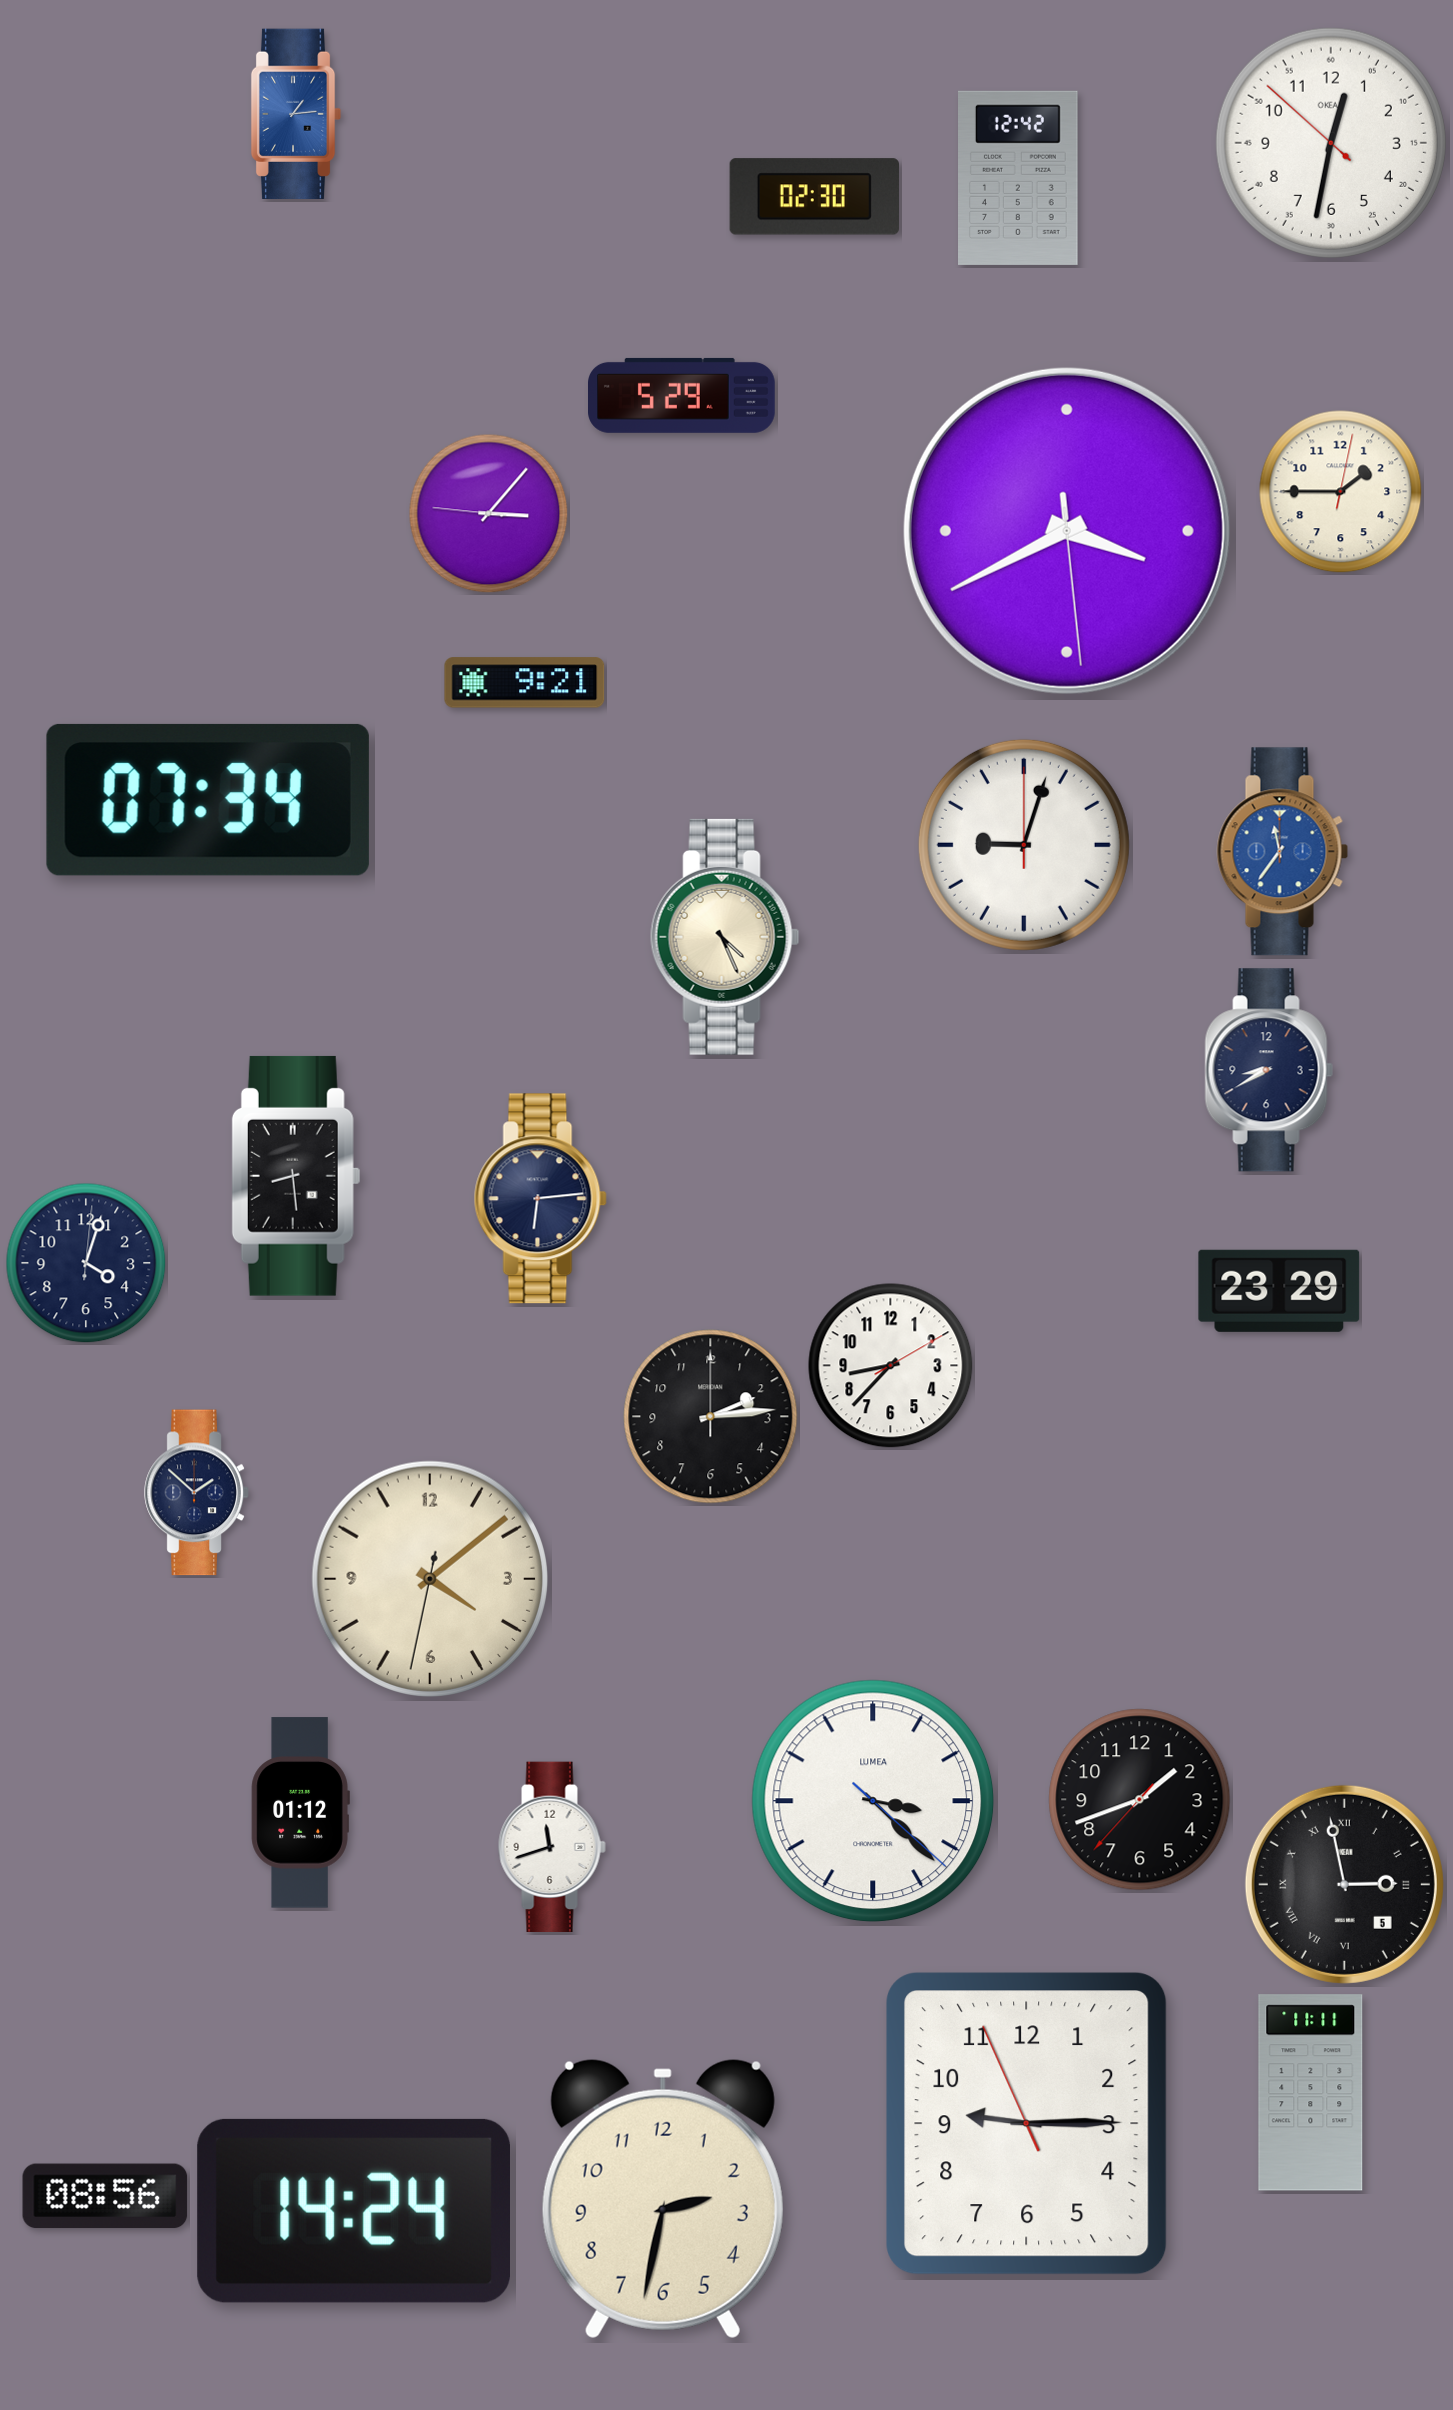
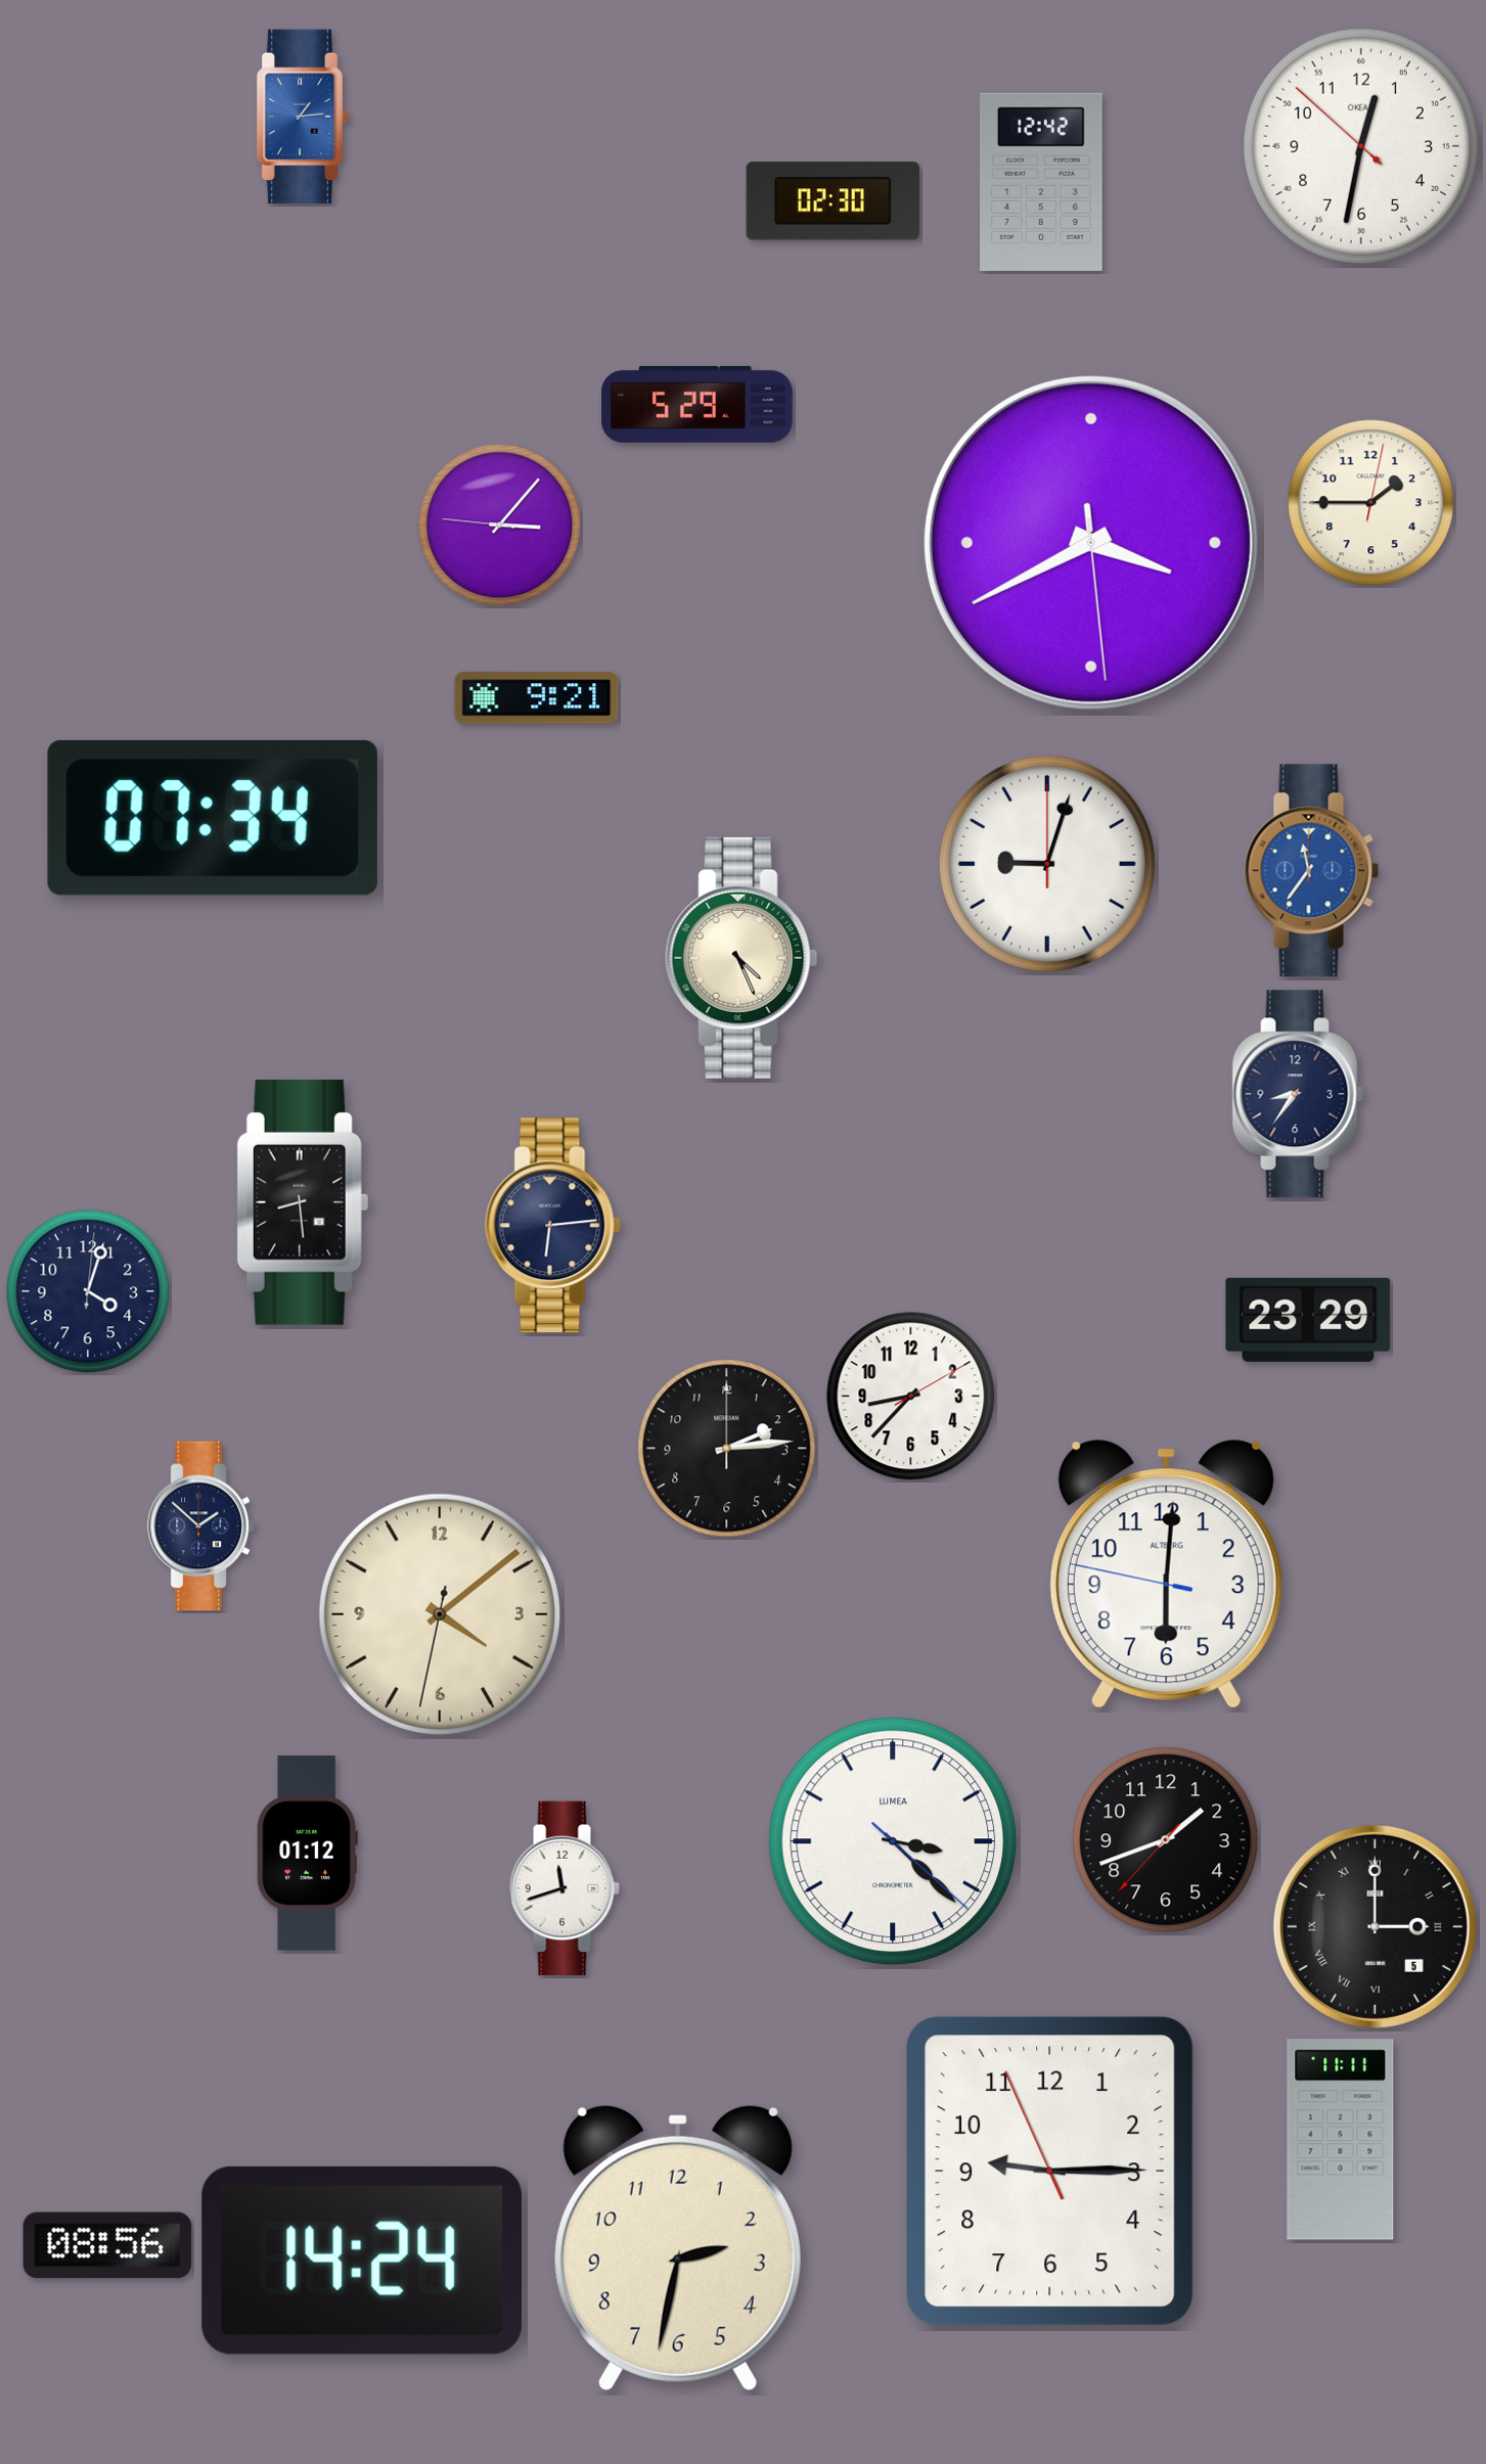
clock at (1269, 1070): 8:40 -> 8:36
clock at (1166, 1573): none -> 6:00
clock at (1344, 1884): 2:58 -> 3:00
